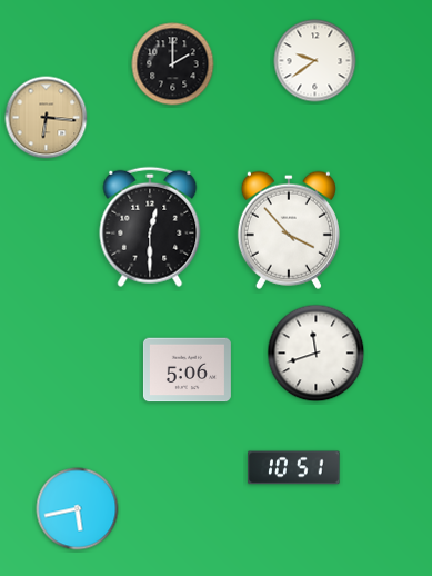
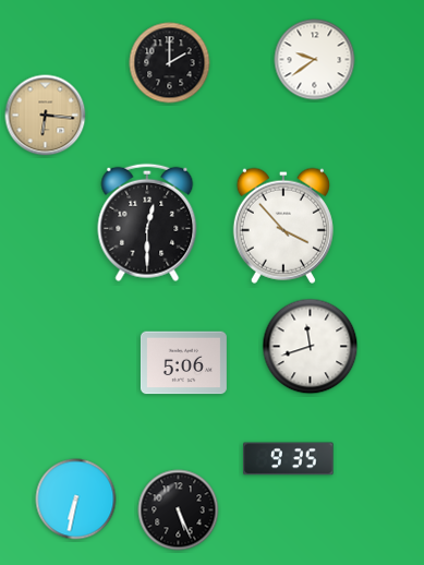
clock at (315, 61) position: (315, 61) -> (315, 60)
clock at (294, 468): 10:51 -> 9:35
clock at (78, 509): 5:43 -> 6:32
clock at (179, 510): none -> 5:26
